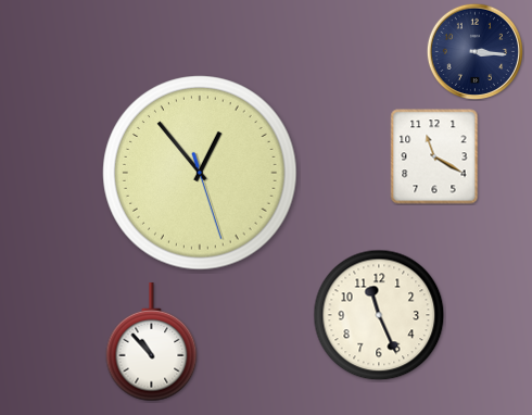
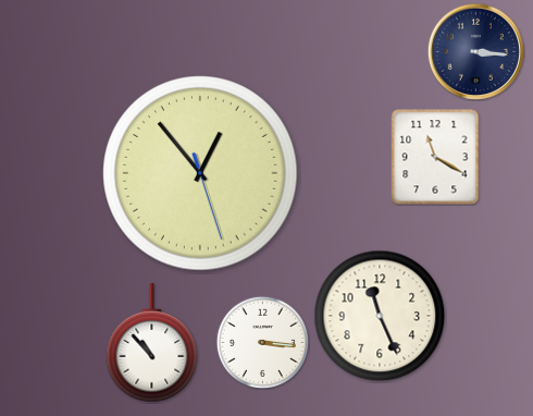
clock at (262, 342): none -> 3:16
